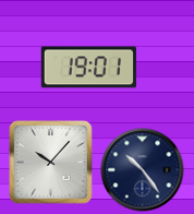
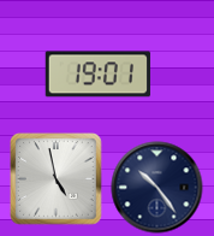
clock at (51, 163): 10:07 -> 4:58
